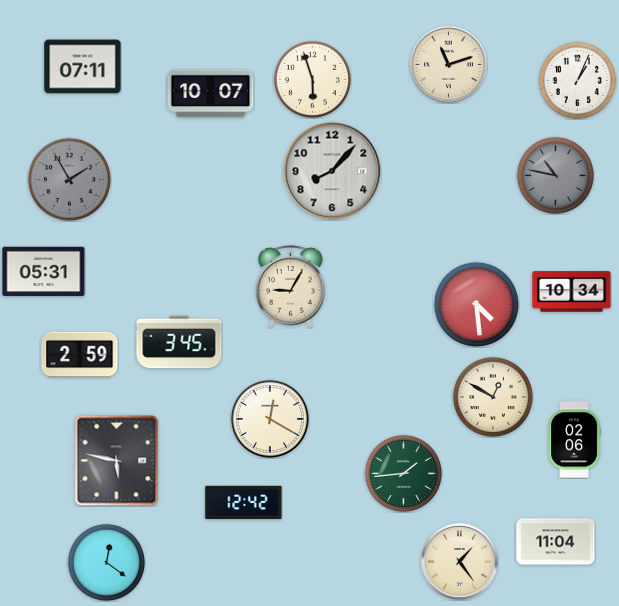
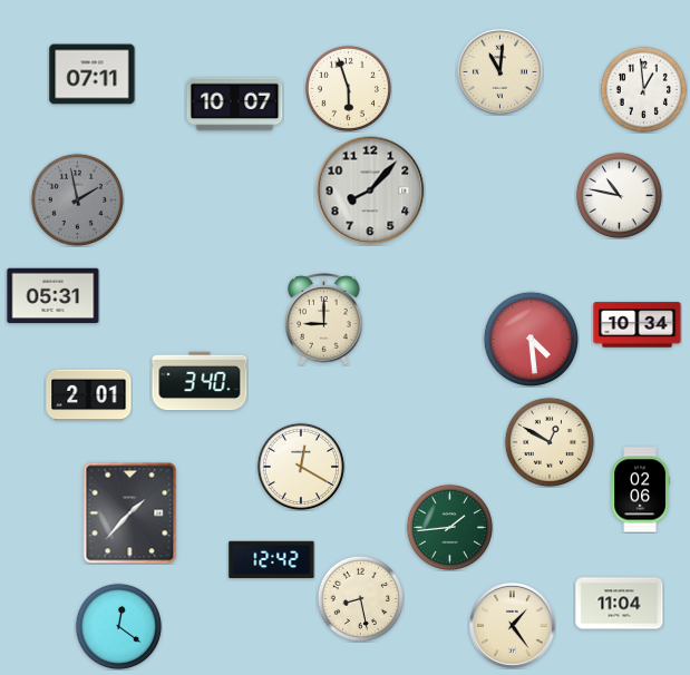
clock at (449, 65): 11:12 -> 11:01
clock at (577, 80): 1:04 -> 12:59
clock at (555, 175) dial: grey -> white
clock at (69, 179): 1:55 -> 1:58
clock at (44, 272) position: (44, 272) -> (54, 296)
clock at (291, 287): 9:05 -> 9:00
clock at (179, 342): 3:45 -> 3:40
clock at (80, 355): 2:59 -> 2:01
clock at (117, 461): 5:47 -> 1:37
clock at (360, 598): none -> 8:28
